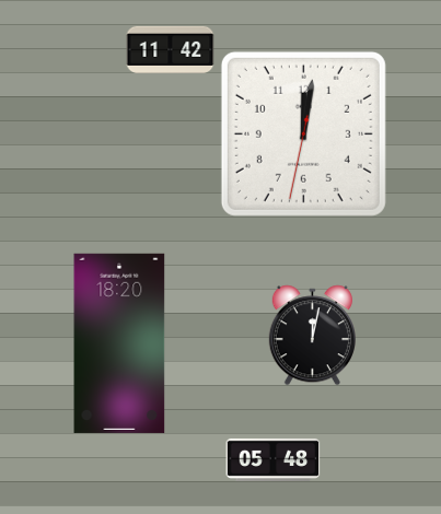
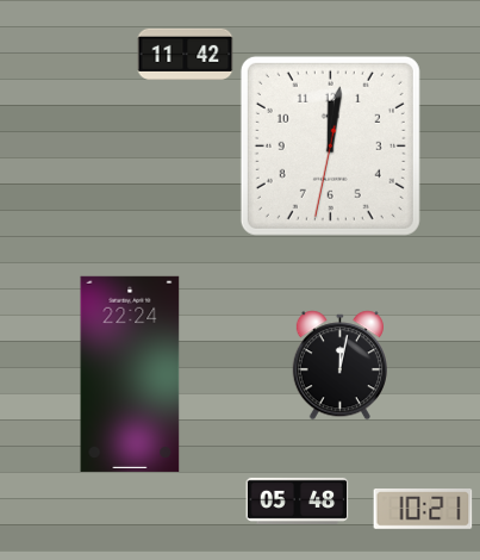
clock at (119, 343): 18:20 -> 22:24
clock at (423, 510): none -> 10:21
